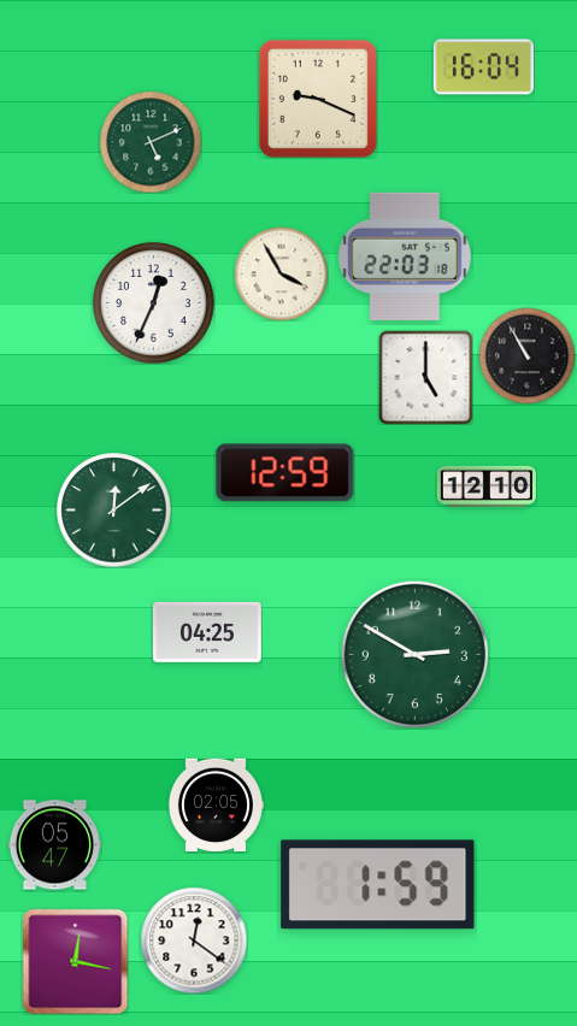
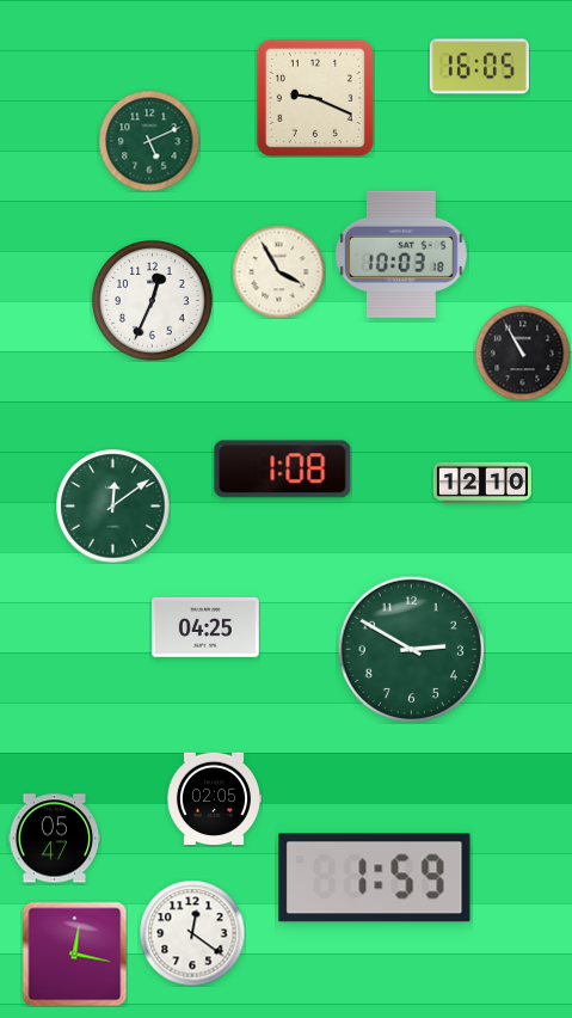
clock at (483, 67): 16:04 -> 16:05
clock at (405, 256): 22:03 -> 10:03
clock at (425, 377): 5:00 -> none
clock at (285, 473): 12:59 -> 1:08
